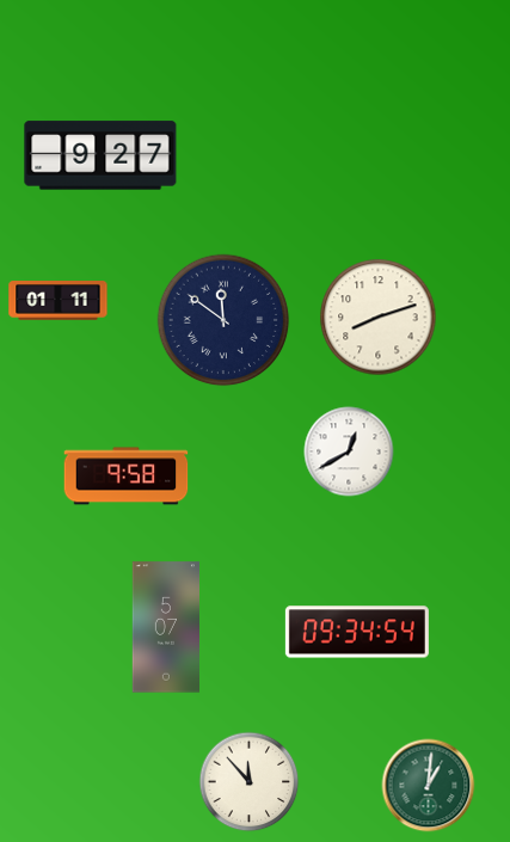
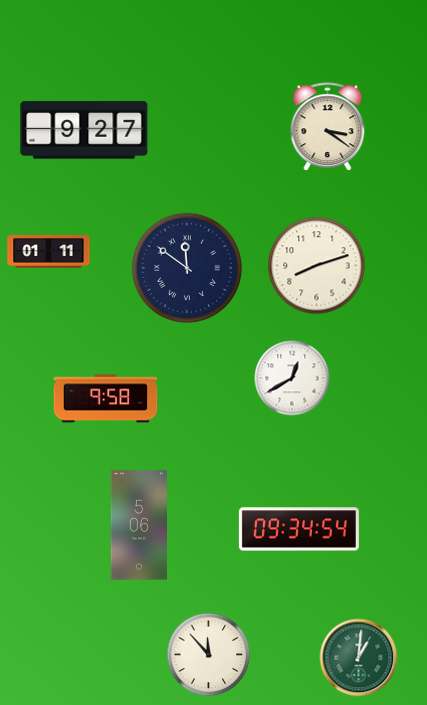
clock at (328, 127): none -> 3:21
clock at (165, 627): 5:07 -> 5:06
